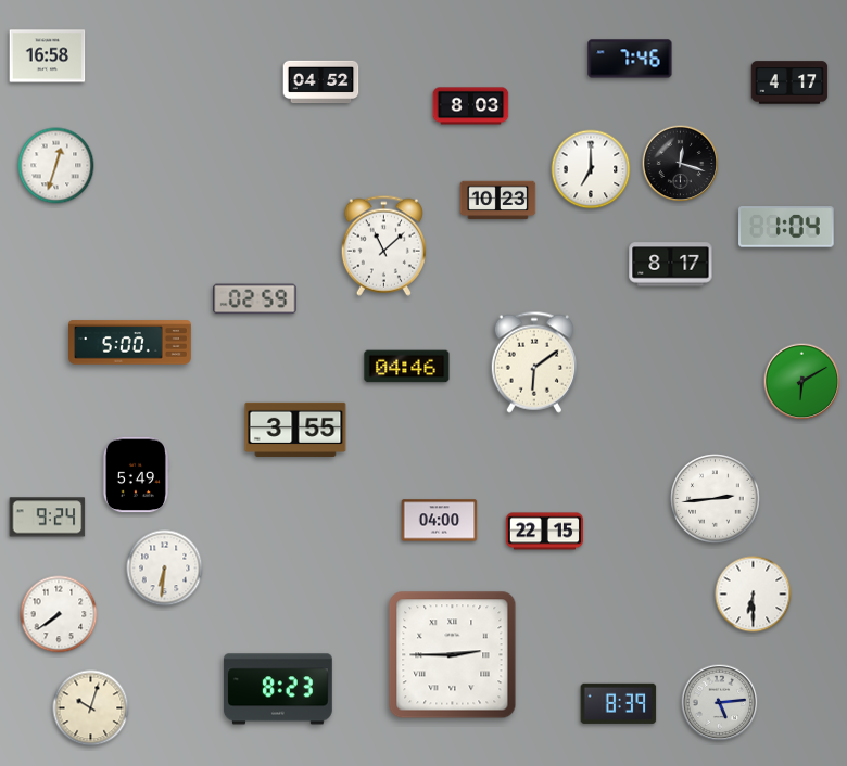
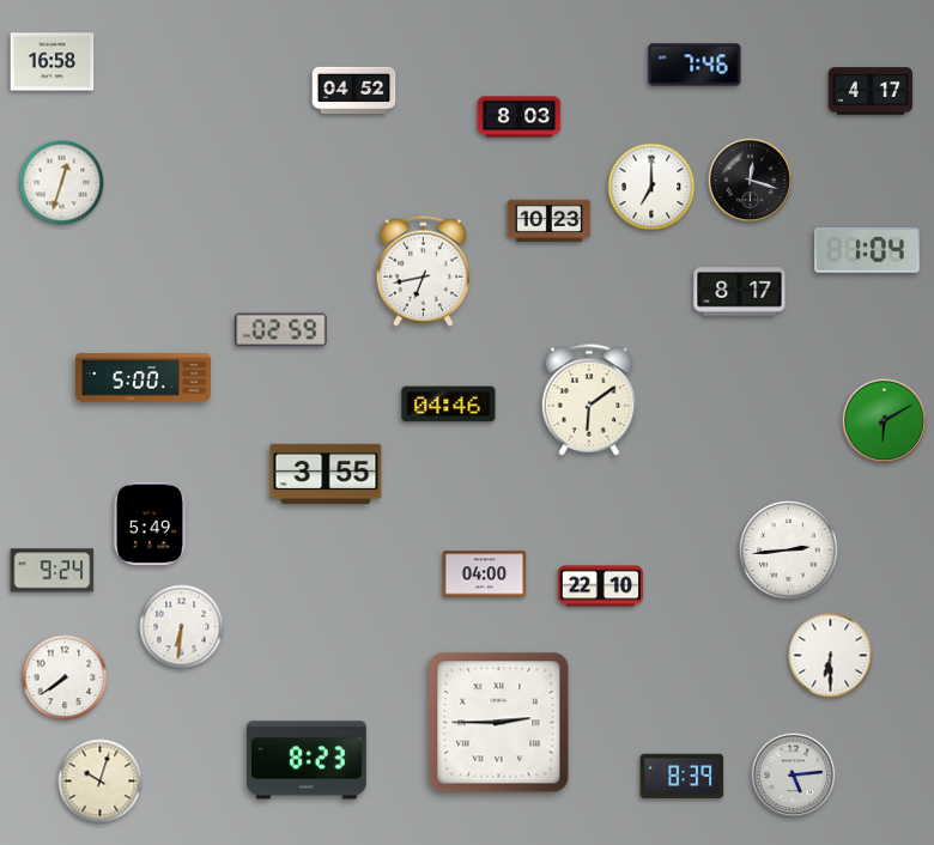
clock at (383, 245): 11:08 -> 6:43
clock at (545, 532): 22:15 -> 22:10
